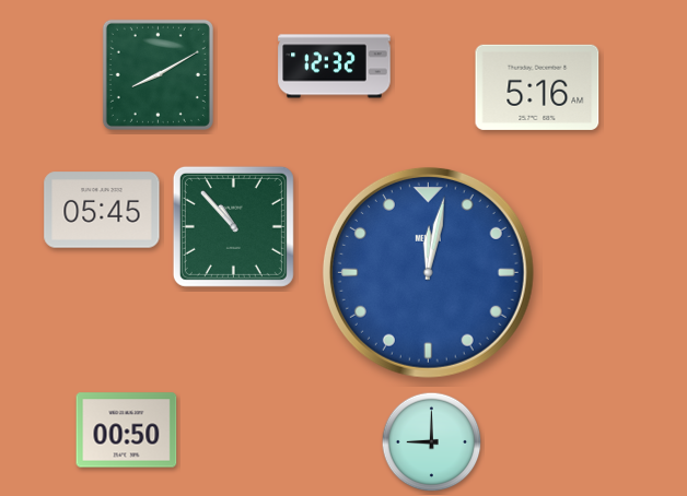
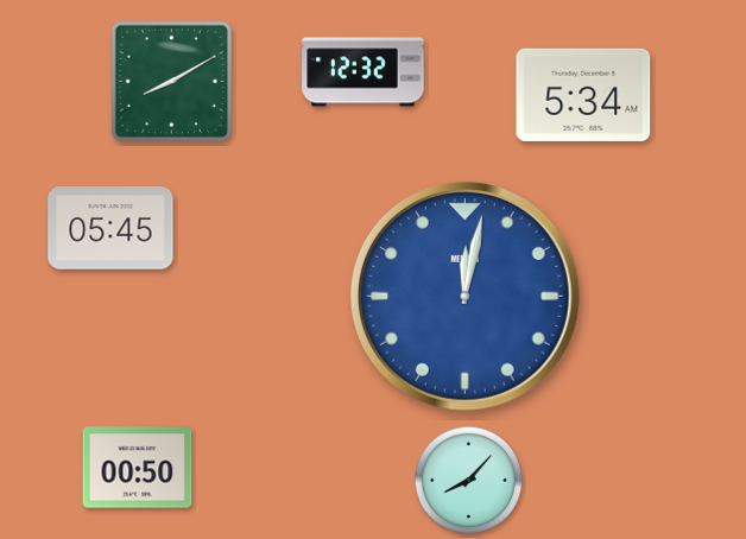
clock at (537, 87): 5:16 -> 5:34
clock at (233, 226): 10:53 -> none
clock at (432, 442): 9:00 -> 8:07
